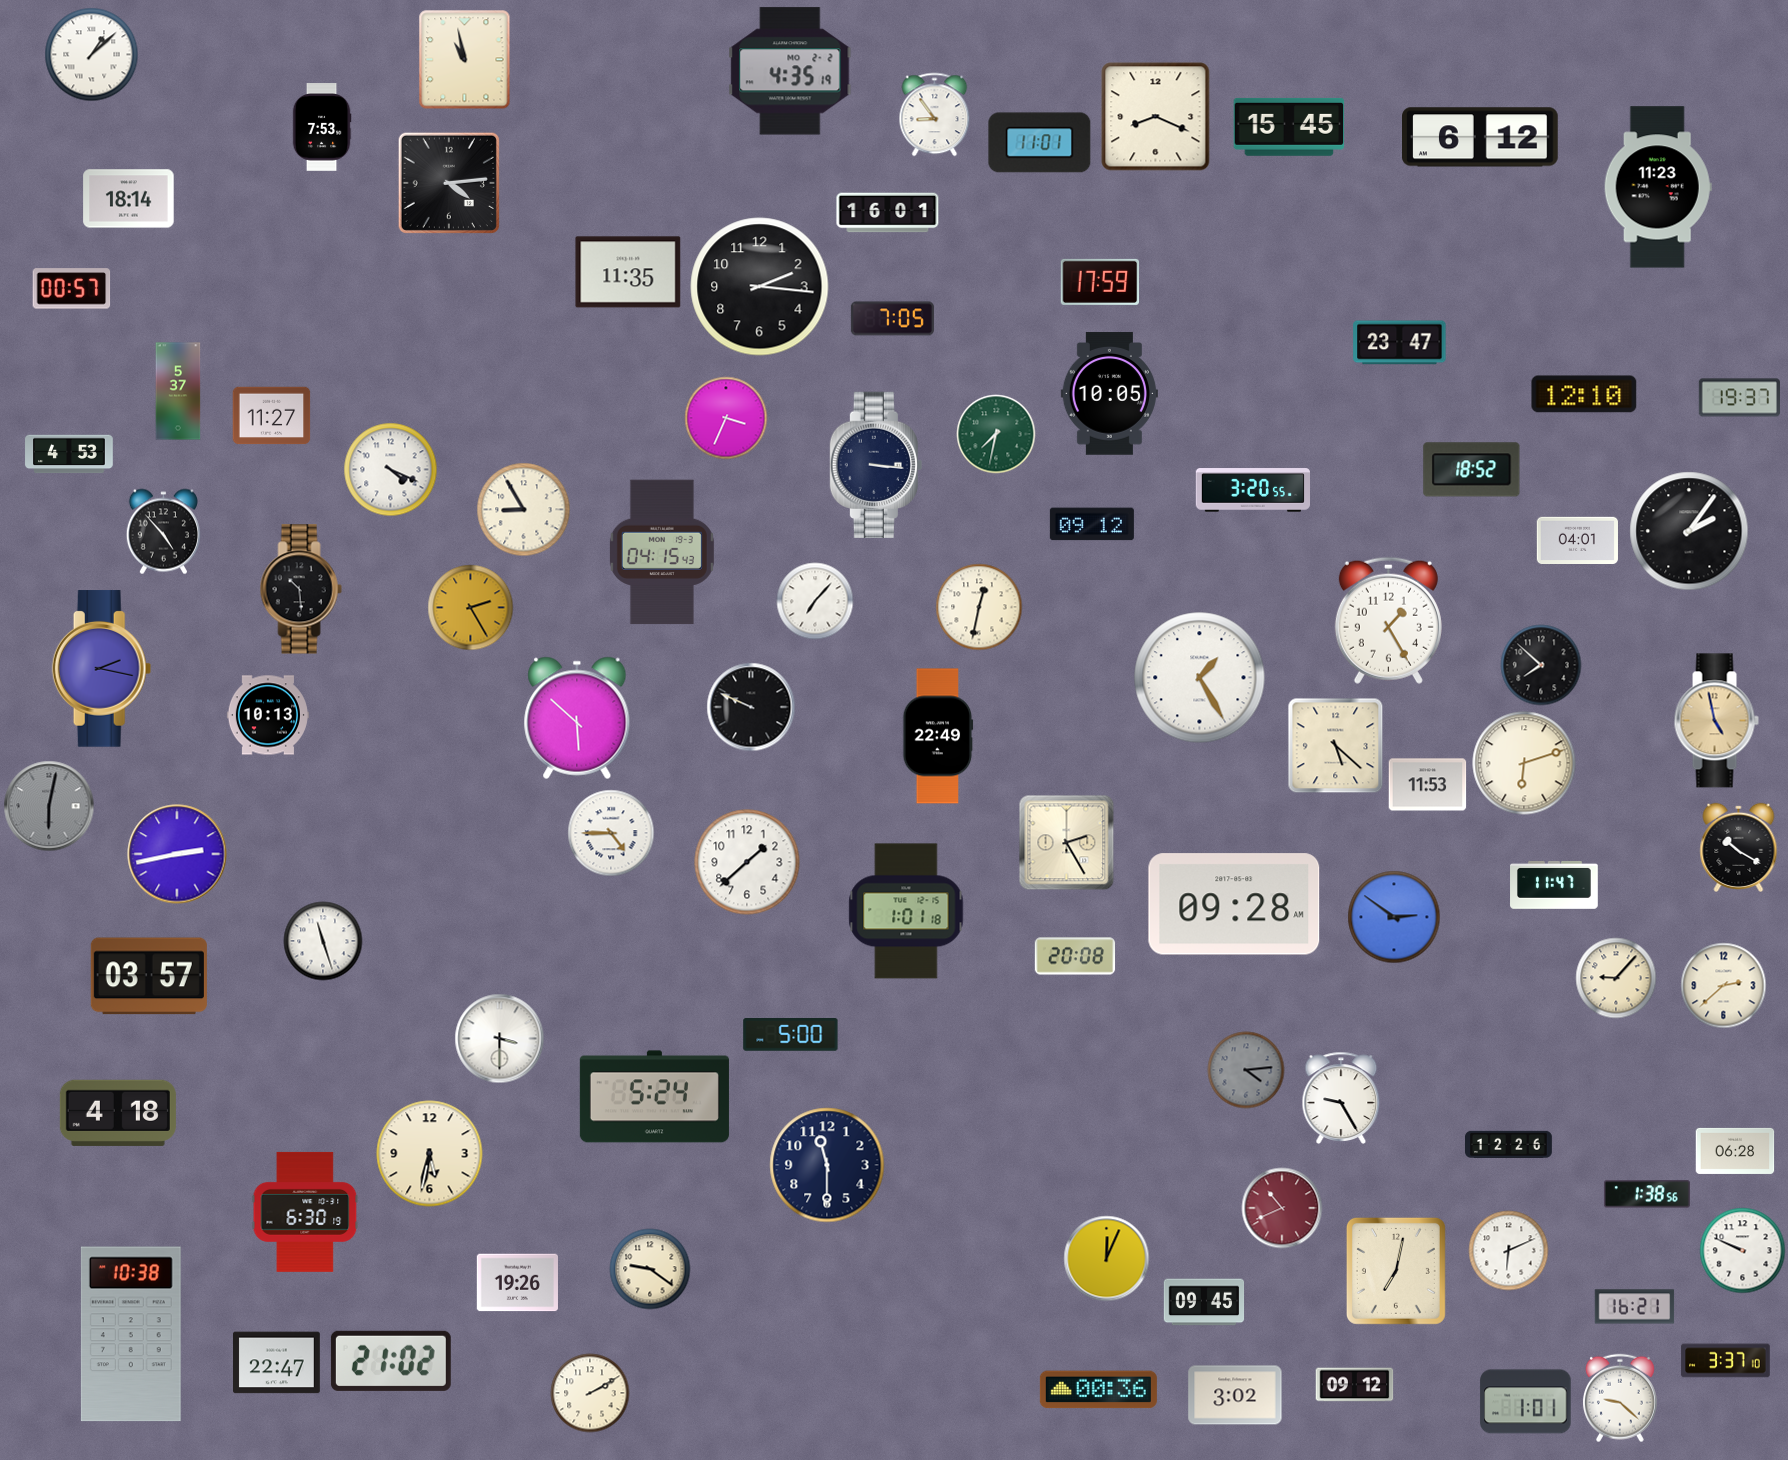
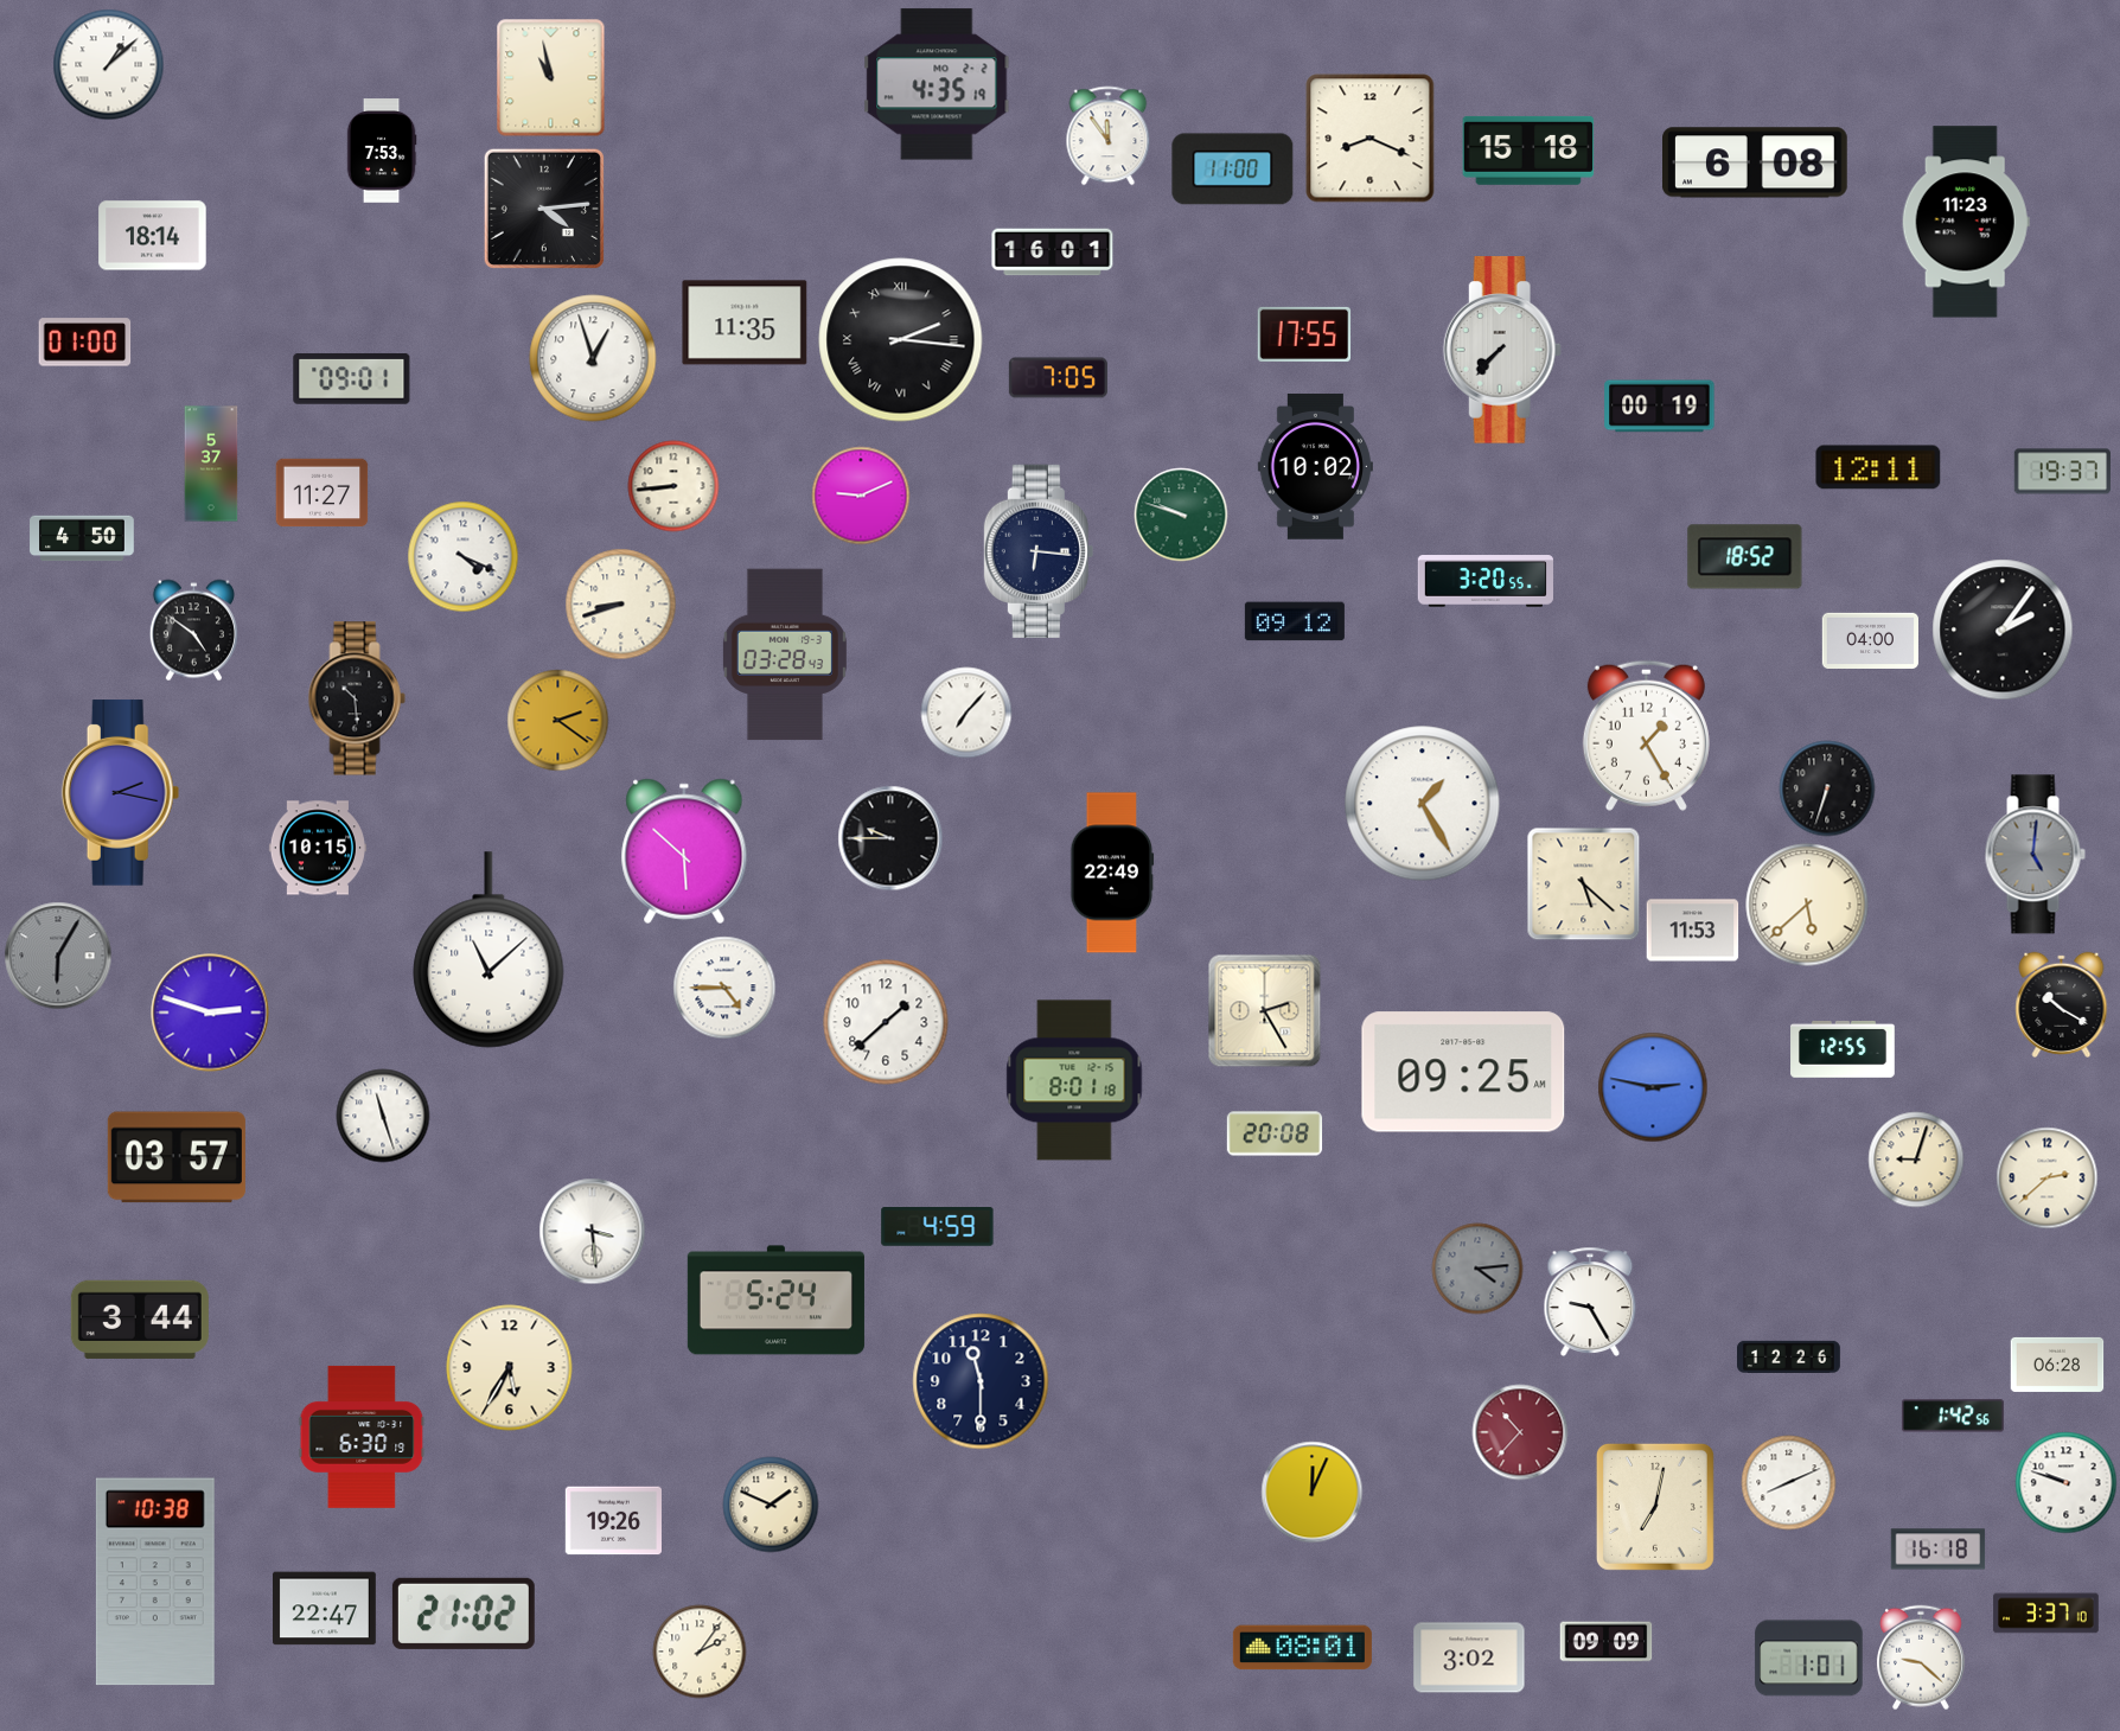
clock at (465, 60) position: (465, 60) -> (551, 78)
clock at (935, 115): 8:54 -> 11:54
clock at (1289, 127): 15:45 -> 15:18
clock at (1481, 137): 6:12 -> 6:08
clock at (1040, 143): 11:01 -> 11:00
clock at (449, 183) position: (449, 183) -> (544, 209)
clock at (1100, 282): 17:59 -> 17:55
clock at (760, 287) numerals: Arabic -> Roman
clock at (72, 289): 00:57 -> 01:00
clock at (1502, 350): none -> 7:37
clock at (593, 358): none -> 12:57
clock at (352, 379): none -> 09:01
clock at (1400, 343): 23:47 -> 00:19
clock at (1109, 394): 10:05 -> 10:02
clock at (1584, 394): 12:10 -> 12:11
clock at (673, 486): none -> 8:44
clock at (726, 418): 3:34 -> 9:11
clock at (996, 434): 7:32 -> 9:48
clock at (69, 454): 4:53 -> 4:50
clock at (876, 464): 3:16 -> 6:16
clock at (524, 510): 8:55 -> 8:42
clock at (163, 532): 4:53 -> 4:51
clock at (1577, 540): 04:01 -> 04:00
clock at (662, 552): 04:15 -> 03:28
clock at (979, 607): 12:32 -> none
clock at (471, 608): 2:25 -> 2:21
clock at (1541, 665): 7:52 -> 6:33
clock at (751, 707): 9:49 -> 9:45
clock at (268, 715): 10:13 -> 10:15
clock at (1716, 721): 4:58 -> 5:01
clock at (1716, 721) dial: champagne -> grey
clock at (1524, 763): 6:12 -> 5:38
clock at (489, 950): none -> 11:08
clock at (49, 806): 6:02 -> 6:05
clock at (1067, 843) position: (1067, 843) -> (1265, 1011)
clock at (177, 854): 2:43 -> 2:48
clock at (1554, 885): 11:47 -> 12:55
clock at (1234, 904): 09:28 -> 09:25
clock at (906, 911): 1:01 -> 8:01
clock at (1394, 917): 2:51 -> 2:47
clock at (1616, 978): 9:07 -> 9:03
clock at (1724, 986) position: (1724, 986) -> (2048, 1179)
clock at (791, 1035): 5:00 -> 4:59
clock at (500, 1039): 3:30 -> 3:29
clock at (118, 1113): 4:18 -> 3:44
clock at (430, 1154): 5:32 -> 5:35
clock at (1647, 1194): 1:38 -> 1:42
clock at (1282, 1208): 10:41 -> 10:37
clock at (1509, 1251): 6:11 -> 8:11
clock at (1743, 1251): 9:49 -> 9:48
clock at (650, 1269): 9:21 -> 1:49
clock at (1204, 1302): 09:45 -> none
clock at (1635, 1307): 16:21 -> 16:18
clock at (277, 1363) position: (277, 1363) -> (325, 1609)
clock at (1355, 1385): 09:12 -> 09:09
clock at (1098, 1390): 00:36 -> 08:01
clock at (590, 1393): 2:10 -> 2:06
clock at (1235, 1395) position: (1235, 1395) -> (1469, 1657)
clock at (1526, 1402) position: (1526, 1402) -> (1809, 1659)
